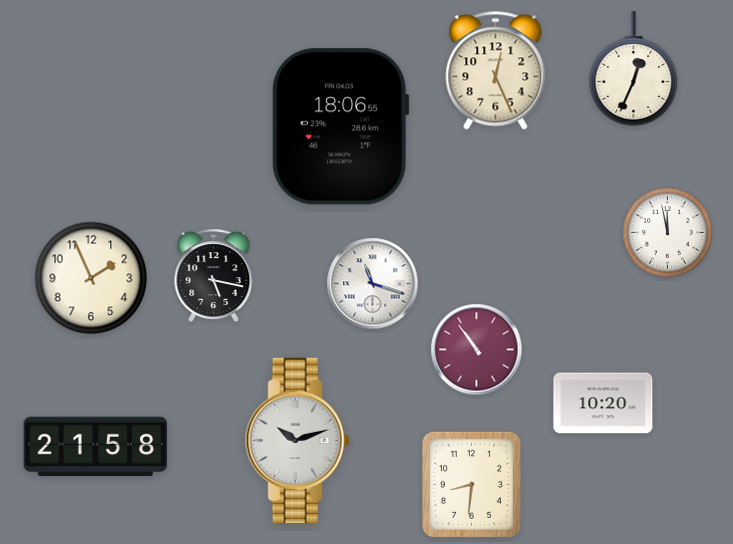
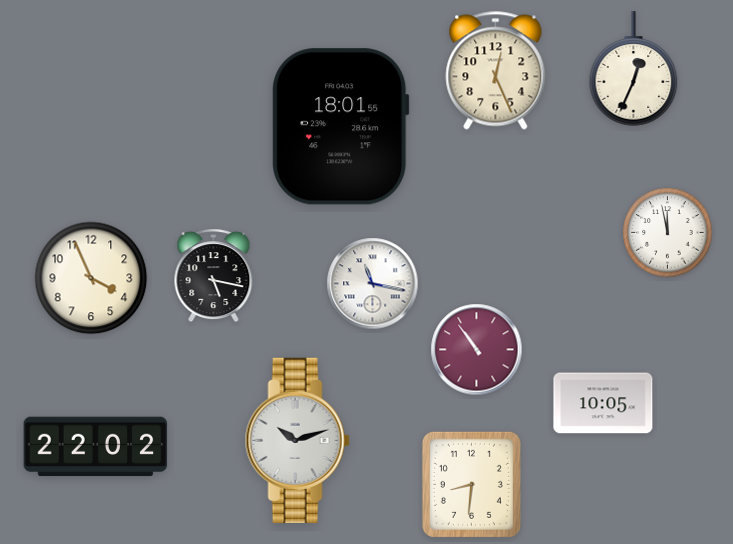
clock at (341, 127): 18:06 -> 18:01
clock at (91, 278): 1:56 -> 3:56
clock at (373, 284): 11:18 -> 11:17
clock at (603, 403): 10:20 -> 10:05
clock at (96, 447): 21:58 -> 22:02
